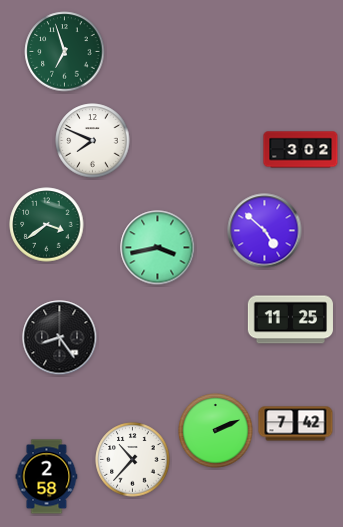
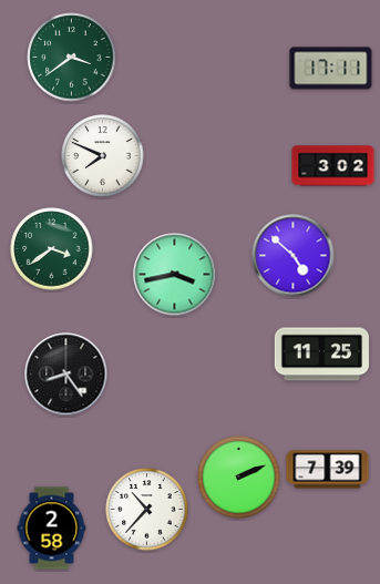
clock at (65, 52): 6:57 -> 3:39
clock at (331, 69): none -> 17:11
clock at (296, 424): 7:42 -> 7:39
